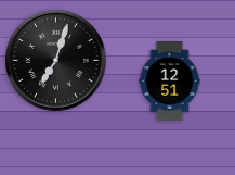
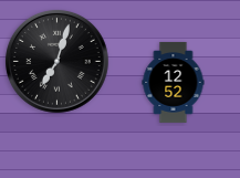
clock at (170, 80): 12:51 -> 12:52
